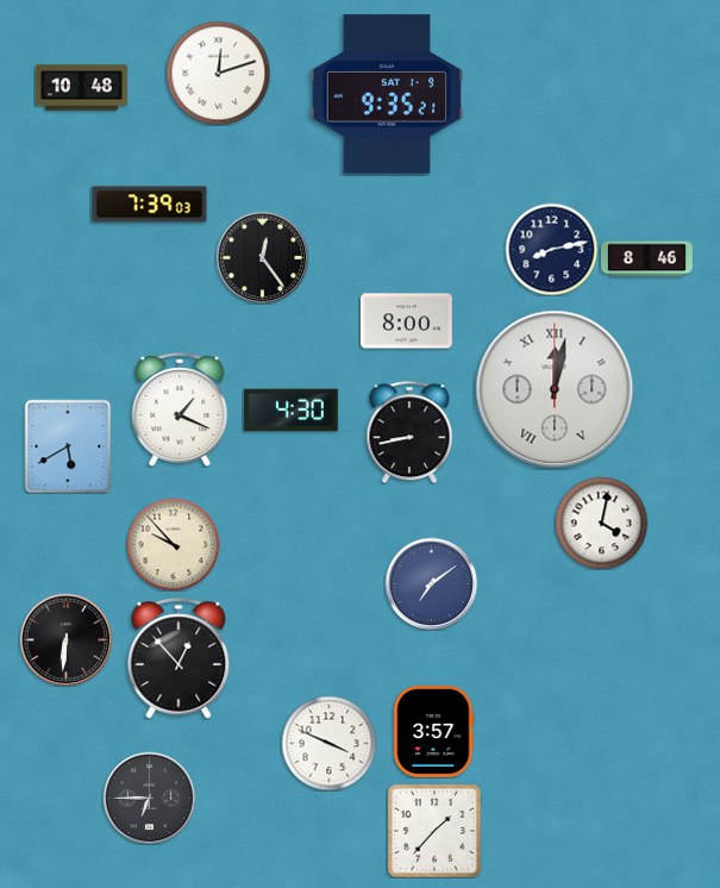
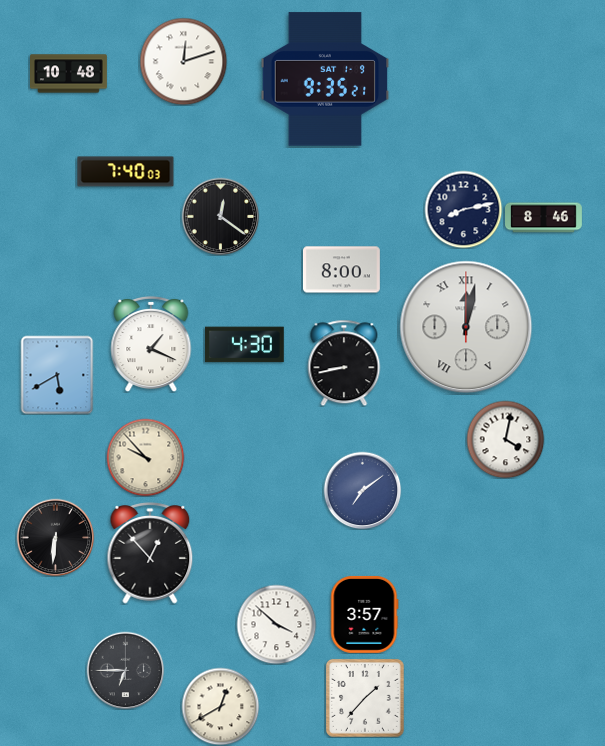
clock at (150, 205): 7:39 -> 7:40
clock at (262, 257): 12:24 -> 12:21
clock at (328, 743): 3:49 -> 3:52
clock at (220, 706): none -> 12:40
